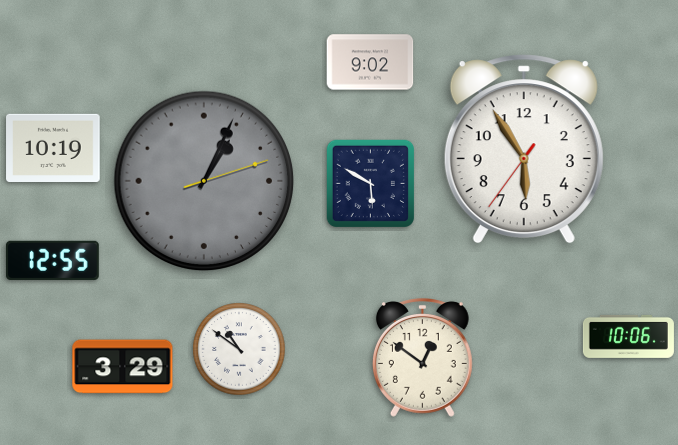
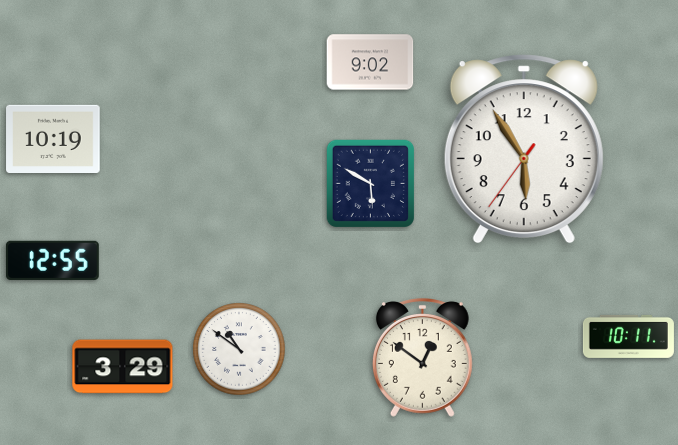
clock at (53, 147) position: (53, 147) -> (53, 138)
clock at (204, 181): 1:04 -> none
clock at (628, 336): 10:06 -> 10:11
